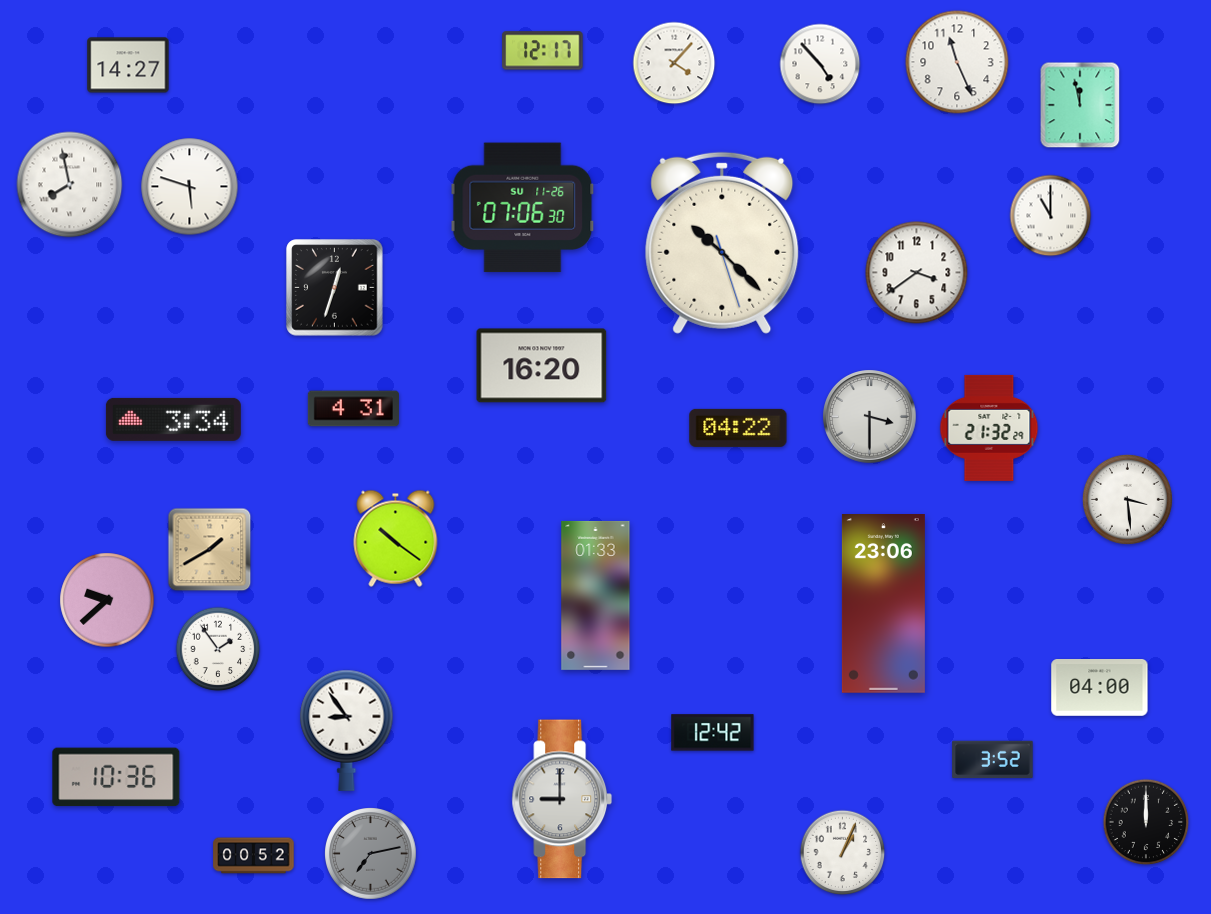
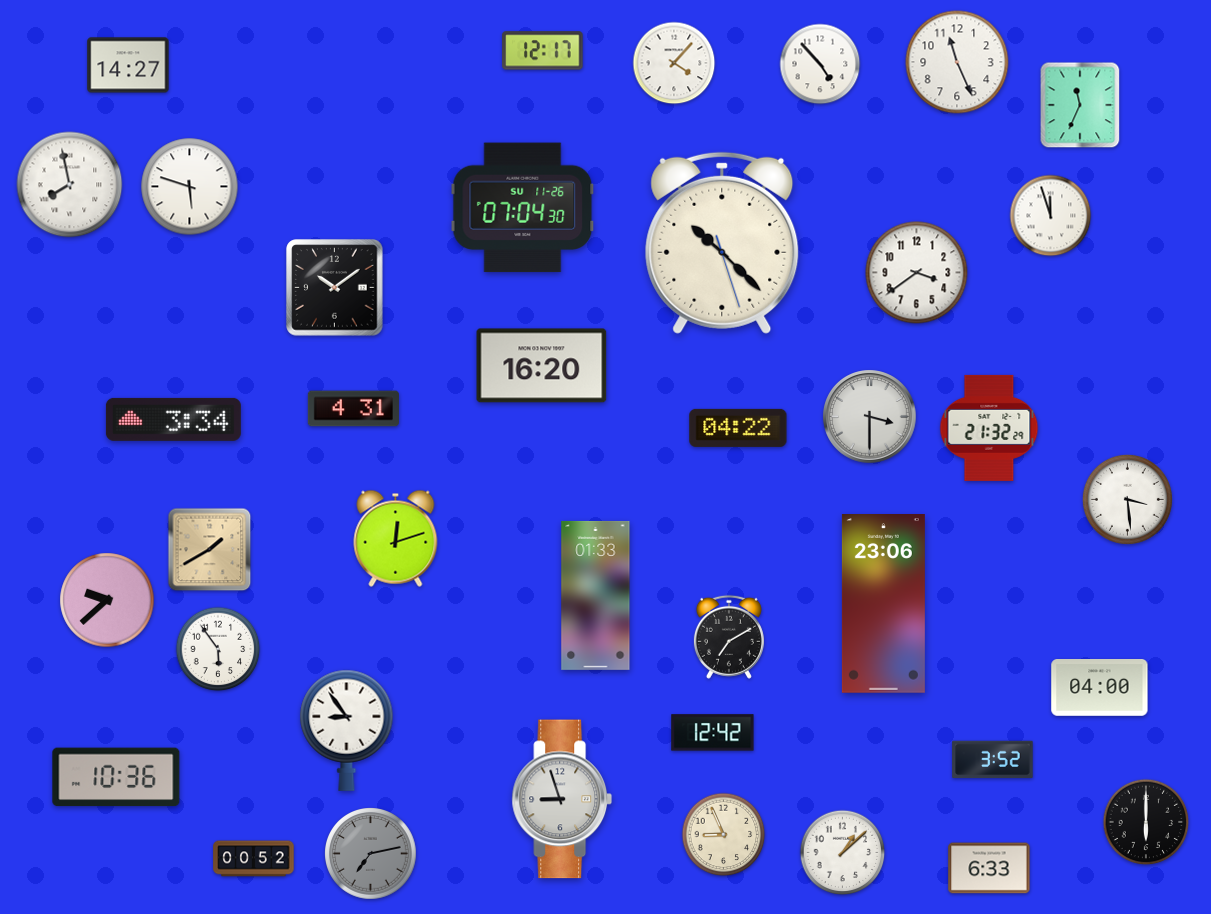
clock at (1080, 105): 11:58 -> 11:34
clock at (523, 208): 07:06 -> 07:04
clock at (1051, 216): 11:00 -> 11:57
clock at (335, 288): 12:33 -> 10:09
clock at (396, 538): 10:21 -> 12:12
clock at (729, 637): none -> 7:10
clock at (218, 649): 1:54 -> 5:54
clock at (562, 799): 9:00 -> 8:57
clock at (1146, 822): 12:00 -> 6:00
clock at (724, 835): none -> 8:56
clock at (843, 853): 1:04 -> 1:08
clock at (254, 856) position: (254, 856) -> (254, 859)
clock at (989, 868): none -> 6:33
